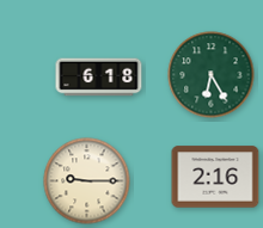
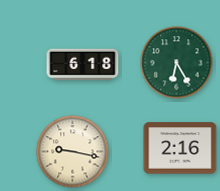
clock at (87, 181): 9:15 -> 9:17
